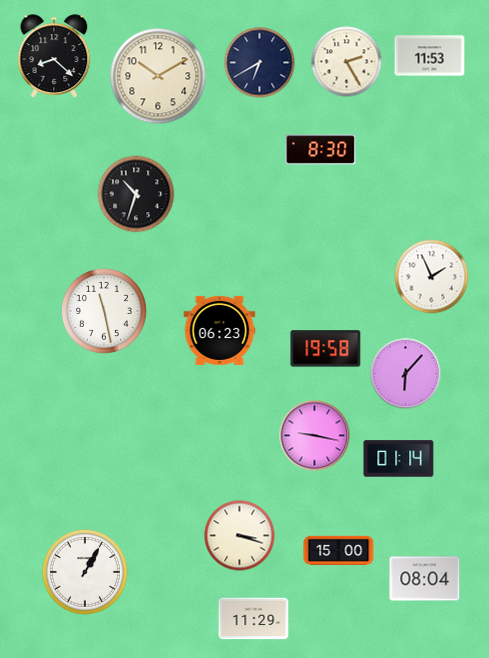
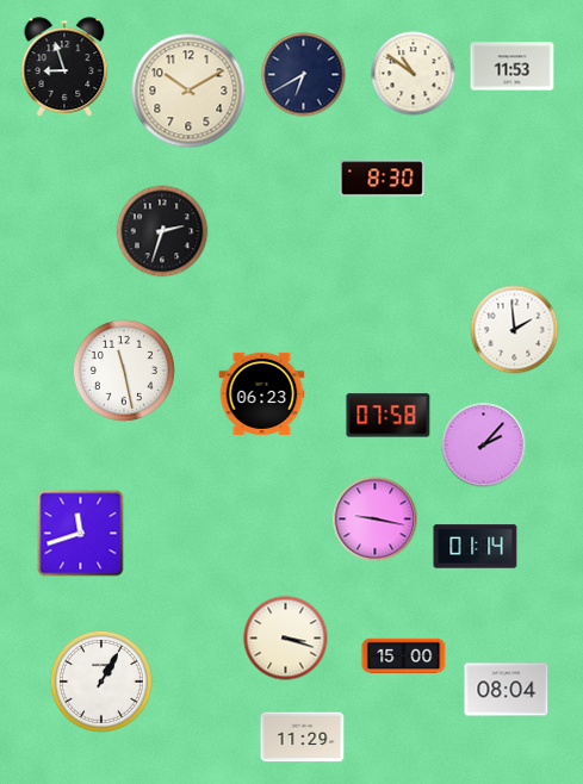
clock at (54, 56): 8:22 -> 8:57
clock at (347, 62): 2:25 -> 10:51
clock at (260, 63) position: (260, 63) -> (304, 75)
clock at (136, 194): 10:33 -> 2:33
clock at (432, 277): 1:56 -> 1:59
clock at (326, 349): 19:58 -> 07:58
clock at (406, 374): 6:07 -> 2:07
clock at (81, 534): none -> 11:42
